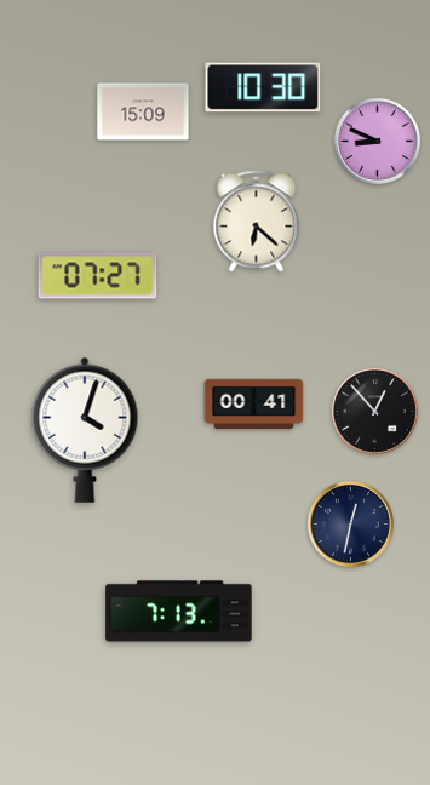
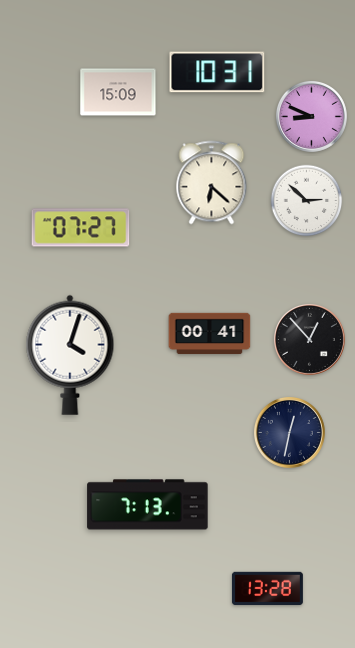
clock at (263, 87): 10:30 -> 10:31
clock at (307, 201): none -> 2:52
clock at (267, 589): none -> 13:28
